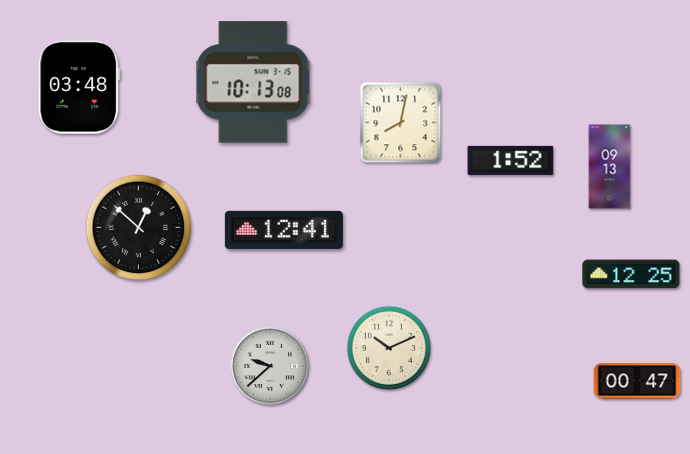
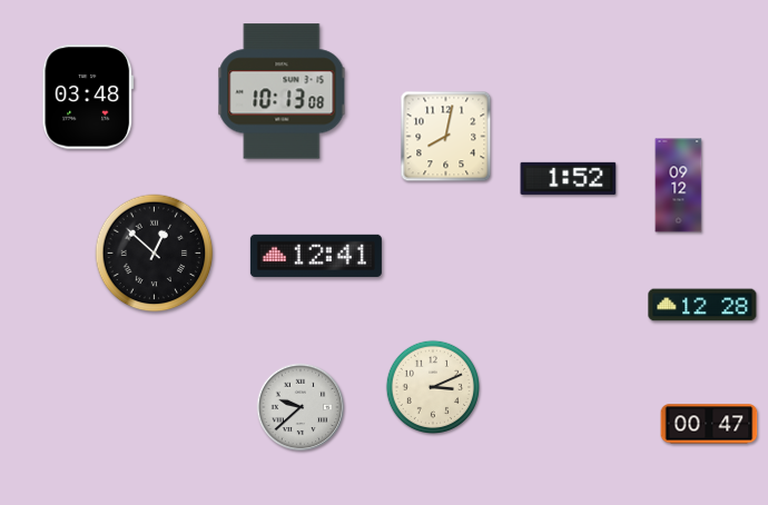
clock at (610, 167): 09:13 -> 09:12
clock at (631, 274): 12:25 -> 12:28
clock at (388, 347): 10:11 -> 3:11
